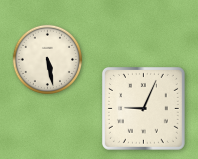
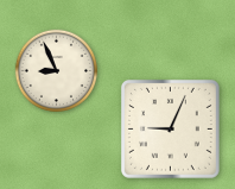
clock at (48, 60): 5:28 -> 8:56
